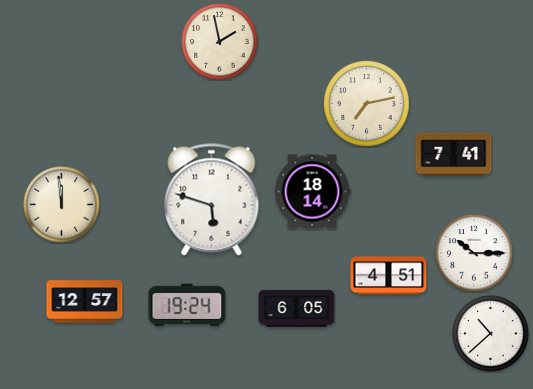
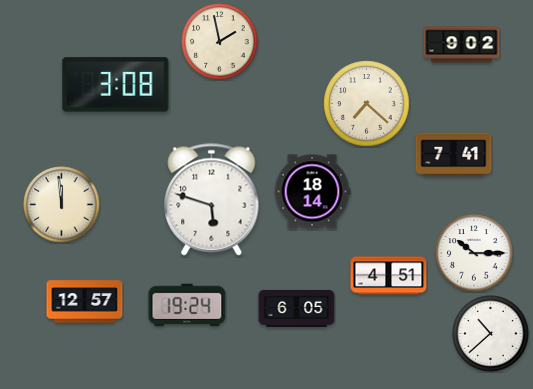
clock at (462, 45): none -> 9:02
clock at (116, 85): none -> 3:08
clock at (367, 104): 7:13 -> 7:22
